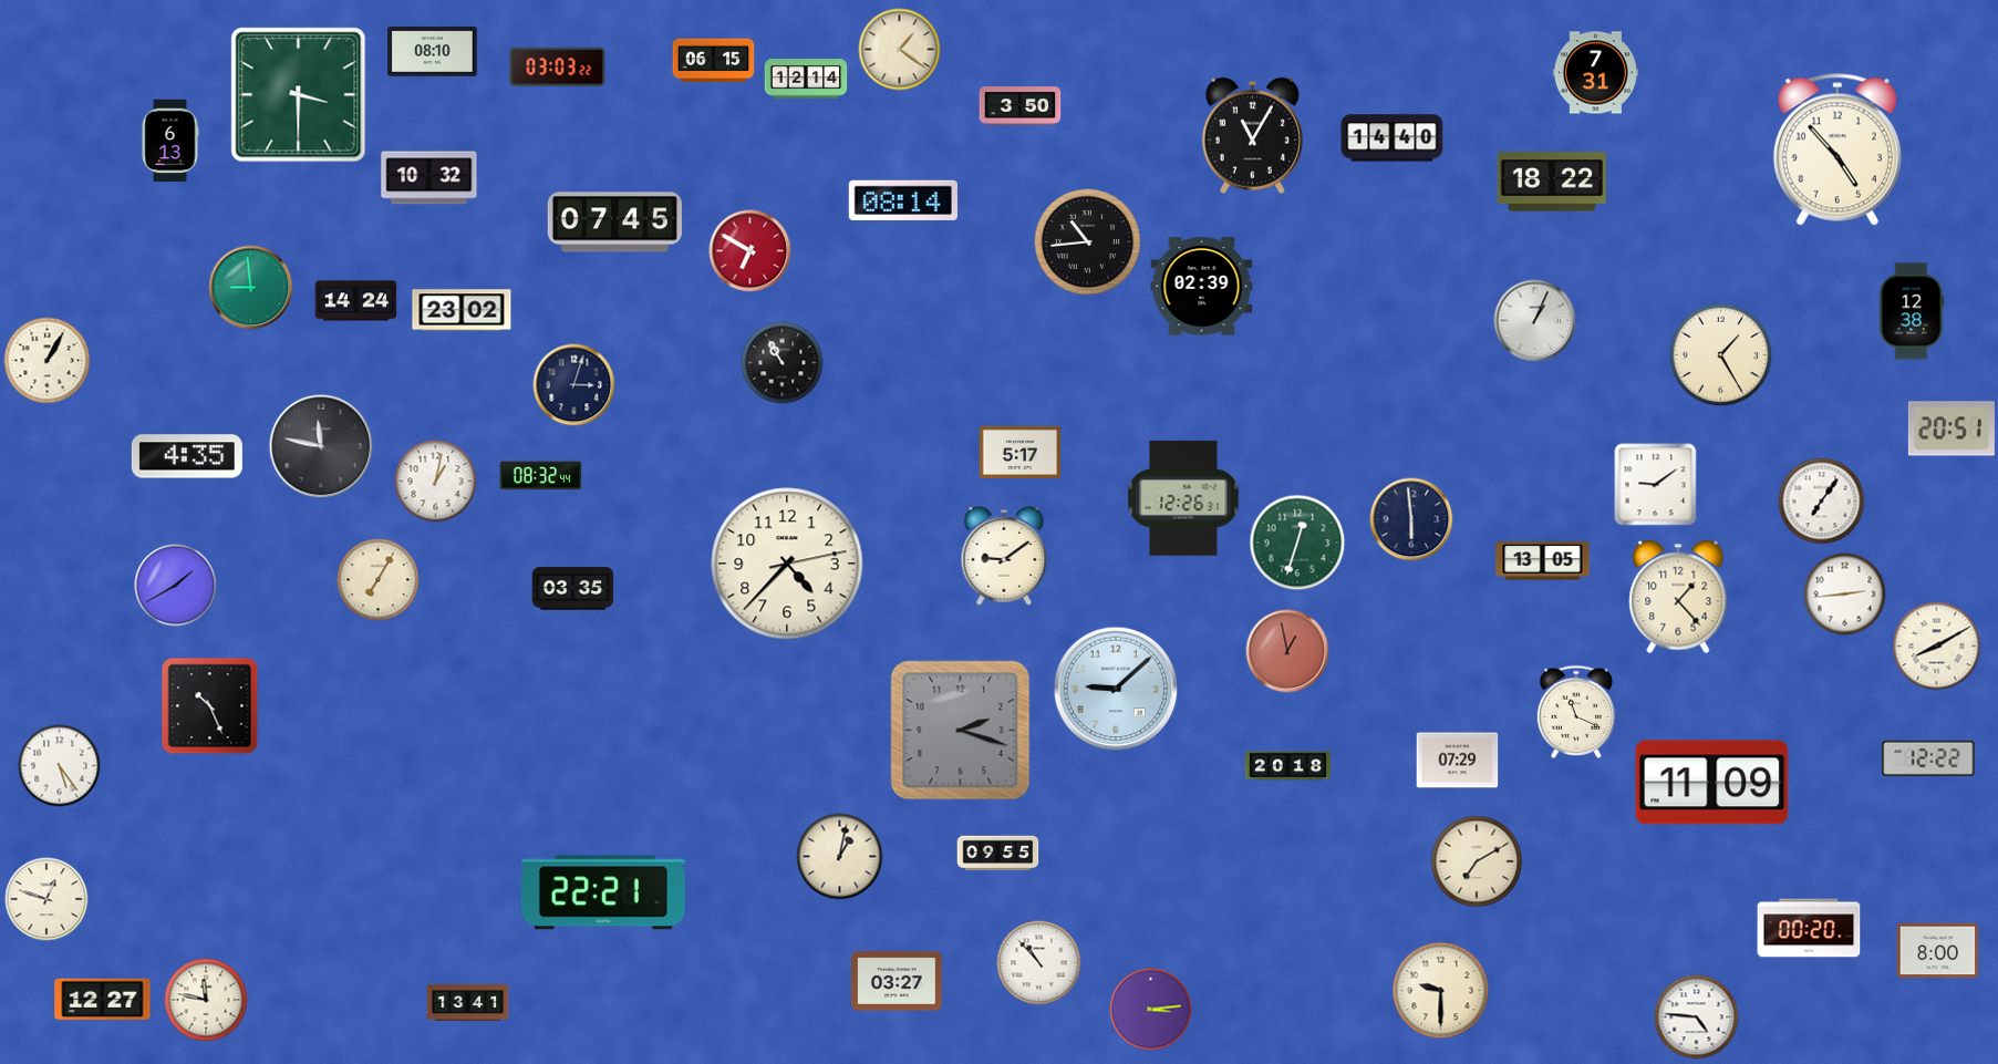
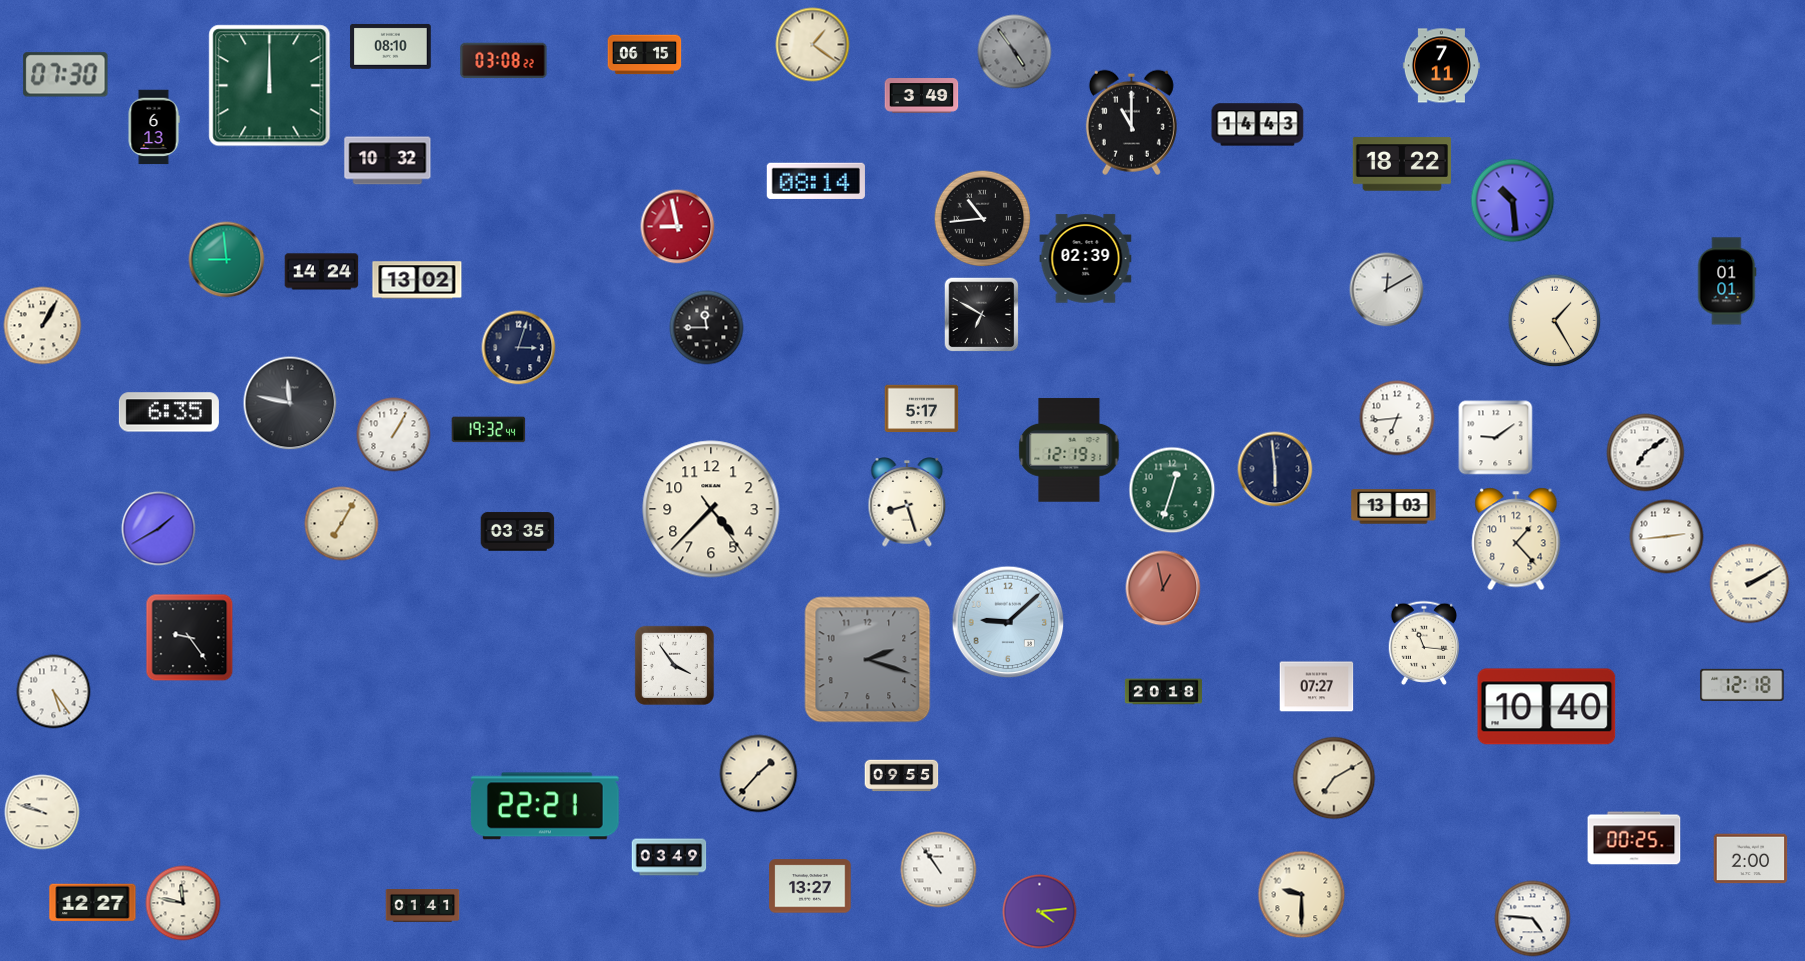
clock at (1015, 52): none -> 4:54
clock at (558, 68): 03:03 -> 03:08
clock at (1595, 73): 7:31 -> 7:11
clock at (806, 79): 12:14 -> none
clock at (66, 75): none -> 07:30
clock at (299, 95): 3:30 -> 12:00
clock at (1021, 106): 3:50 -> 3:49
clock at (1252, 135): 11:05 -> 11:00
clock at (1393, 138): 14:40 -> 14:43
clock at (1837, 149): 4:53 -> none
clock at (614, 223): 07:45 -> none
clock at (1513, 201): none -> 10:29
clock at (750, 251): 6:50 -> 8:58
clock at (462, 310): 23:02 -> 13:02
clock at (1912, 311): 12:38 -> 01:01
clock at (1535, 321): 1:04 -> 12:10
clock at (982, 315): none -> 6:50
clock at (783, 363): 10:55 -> 11:45
clock at (1952, 428): 20:51 -> none
clock at (187, 456): 4:35 -> 6:35
clock at (1397, 418): none -> 6:44
clock at (541, 476): 08:32 -> 19:32
clock at (436, 482): 1:02 -> 1:05
clock at (1183, 498): 12:26 -> 12:19
clock at (1822, 502): 7:06 -> 7:09
clock at (1004, 556): 9:09 -> 8:27
clock at (1543, 561): 13:05 -> 13:03
clock at (787, 564): 4:37:13 -> 4:37:24
clock at (1937, 647): 8:10 -> 2:10
clock at (210, 706): 10:26 -> 9:24
clock at (1575, 712): 11:19 -> 11:16
clock at (674, 665): none -> 3:54
clock at (1928, 758): 12:22 -> 12:18
clock at (1458, 761): 07:29 -> 07:27
clock at (1712, 783): 11:09 -> 10:40
clock at (998, 854) position: (998, 854) -> (902, 776)
clock at (840, 857): 1:02 -> 1:37
clock at (46, 899): 12:48 -> 9:48
clock at (1809, 928): 00:20 -> 00:25
clock at (669, 857): none -> 03:49
clock at (1938, 951): 8:00 -> 2:00
clock at (1039, 963): 10:53 -> 10:54
clock at (897, 981): 03:27 -> 13:27
clock at (206, 1000) position: (206, 1000) -> (183, 903)
clock at (468, 1003): 13:41 -> 01:41
clock at (1151, 1010): 3:14 -> 4:14
